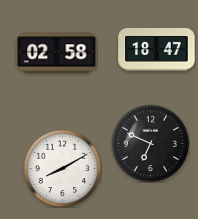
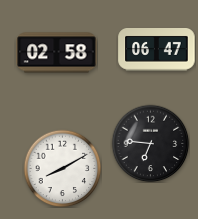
clock at (157, 50): 18:47 -> 06:47
clock at (150, 143): 6:49 -> 6:46
